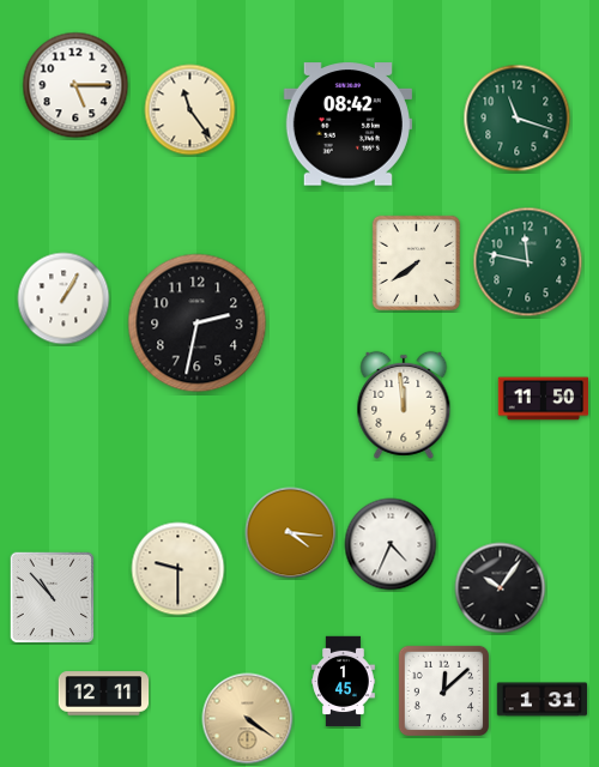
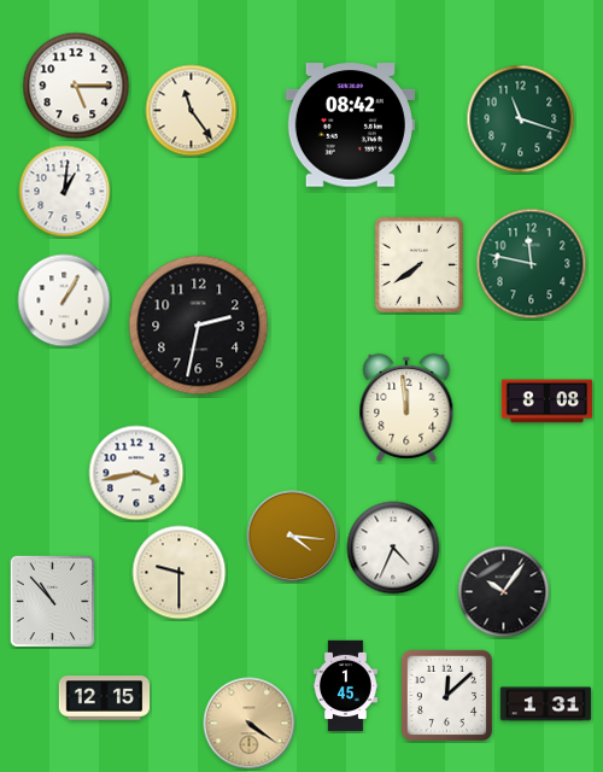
clock at (65, 192): none -> 1:01
clock at (544, 399): 11:50 -> 8:08
clock at (136, 473): none -> 3:43
clock at (104, 694): 12:11 -> 12:15
